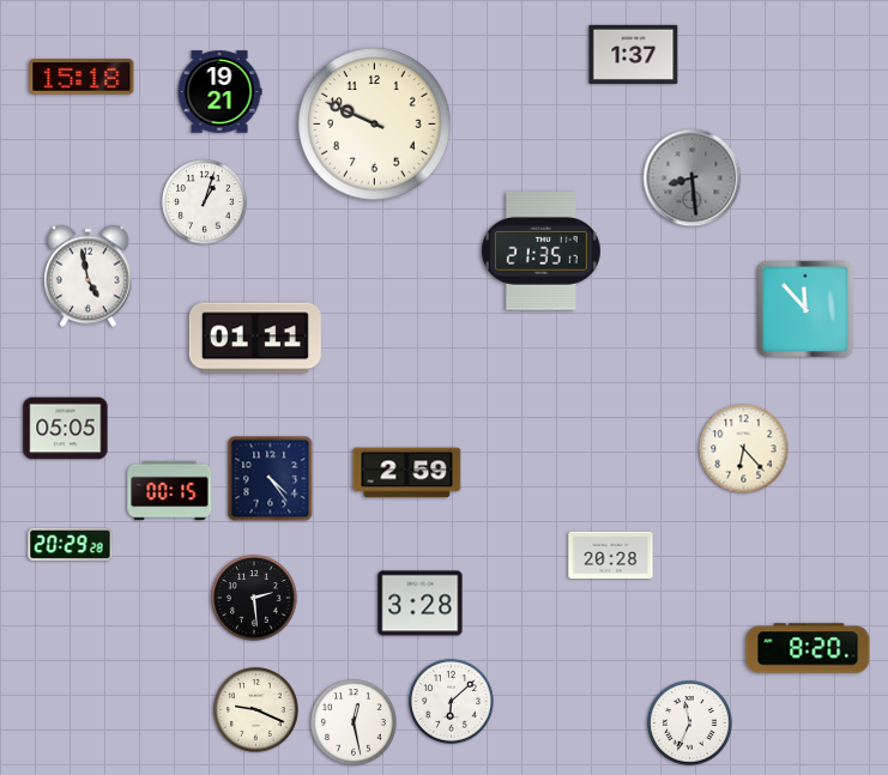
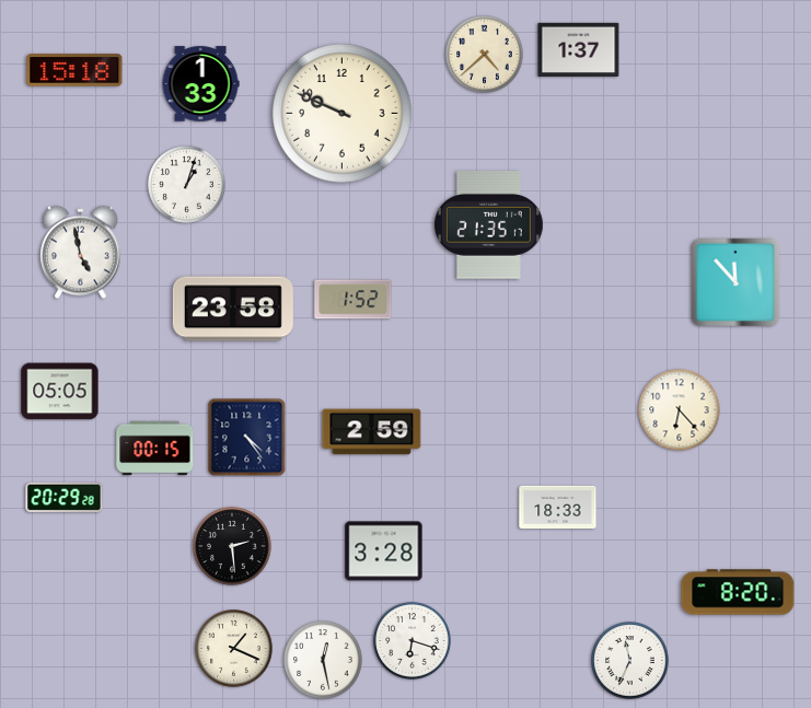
clock at (485, 55): none -> 4:38
clock at (219, 92): 19:21 -> 1:33
clock at (693, 178): 8:29 -> none
clock at (540, 252) position: (540, 252) -> (488, 225)
clock at (354, 300): none -> 1:52
clock at (255, 338): 01:11 -> 23:58
clock at (611, 556): 20:28 -> 18:33
clock at (452, 702): 6:08 -> 6:18
clock at (256, 710): 9:19 -> 1:19
